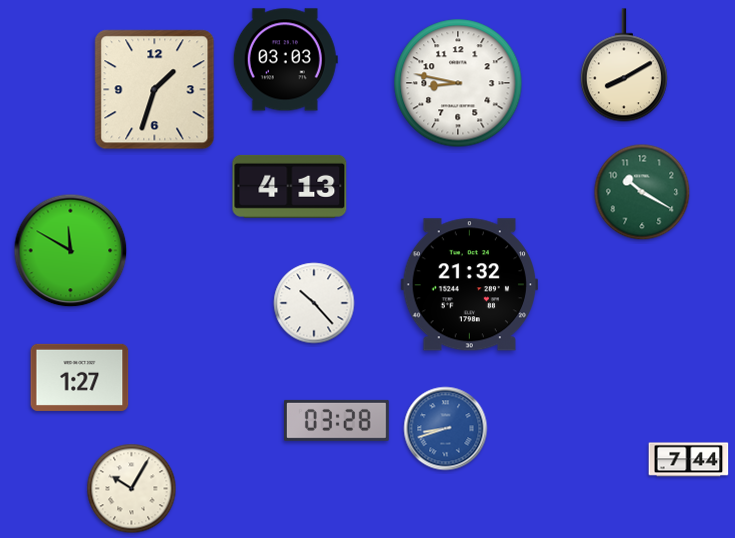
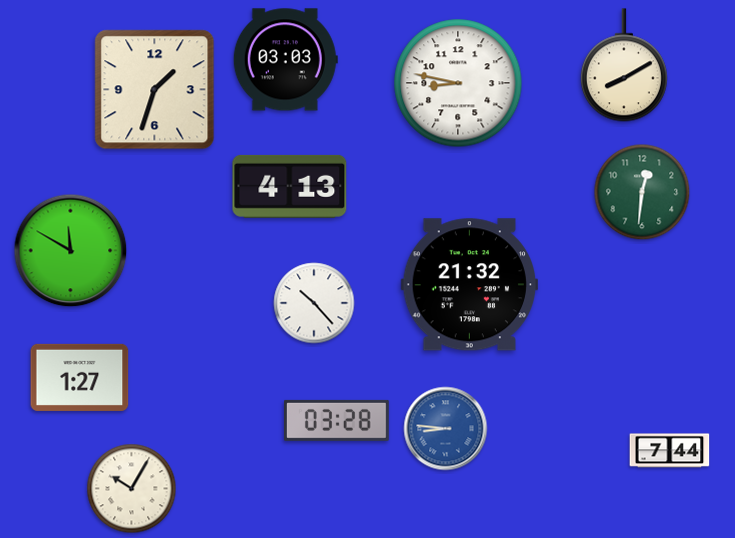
clock at (642, 192): 10:20 -> 12:31
clock at (446, 429): 8:42 -> 8:46
clock at (689, 460) position: (689, 460) -> (670, 451)
